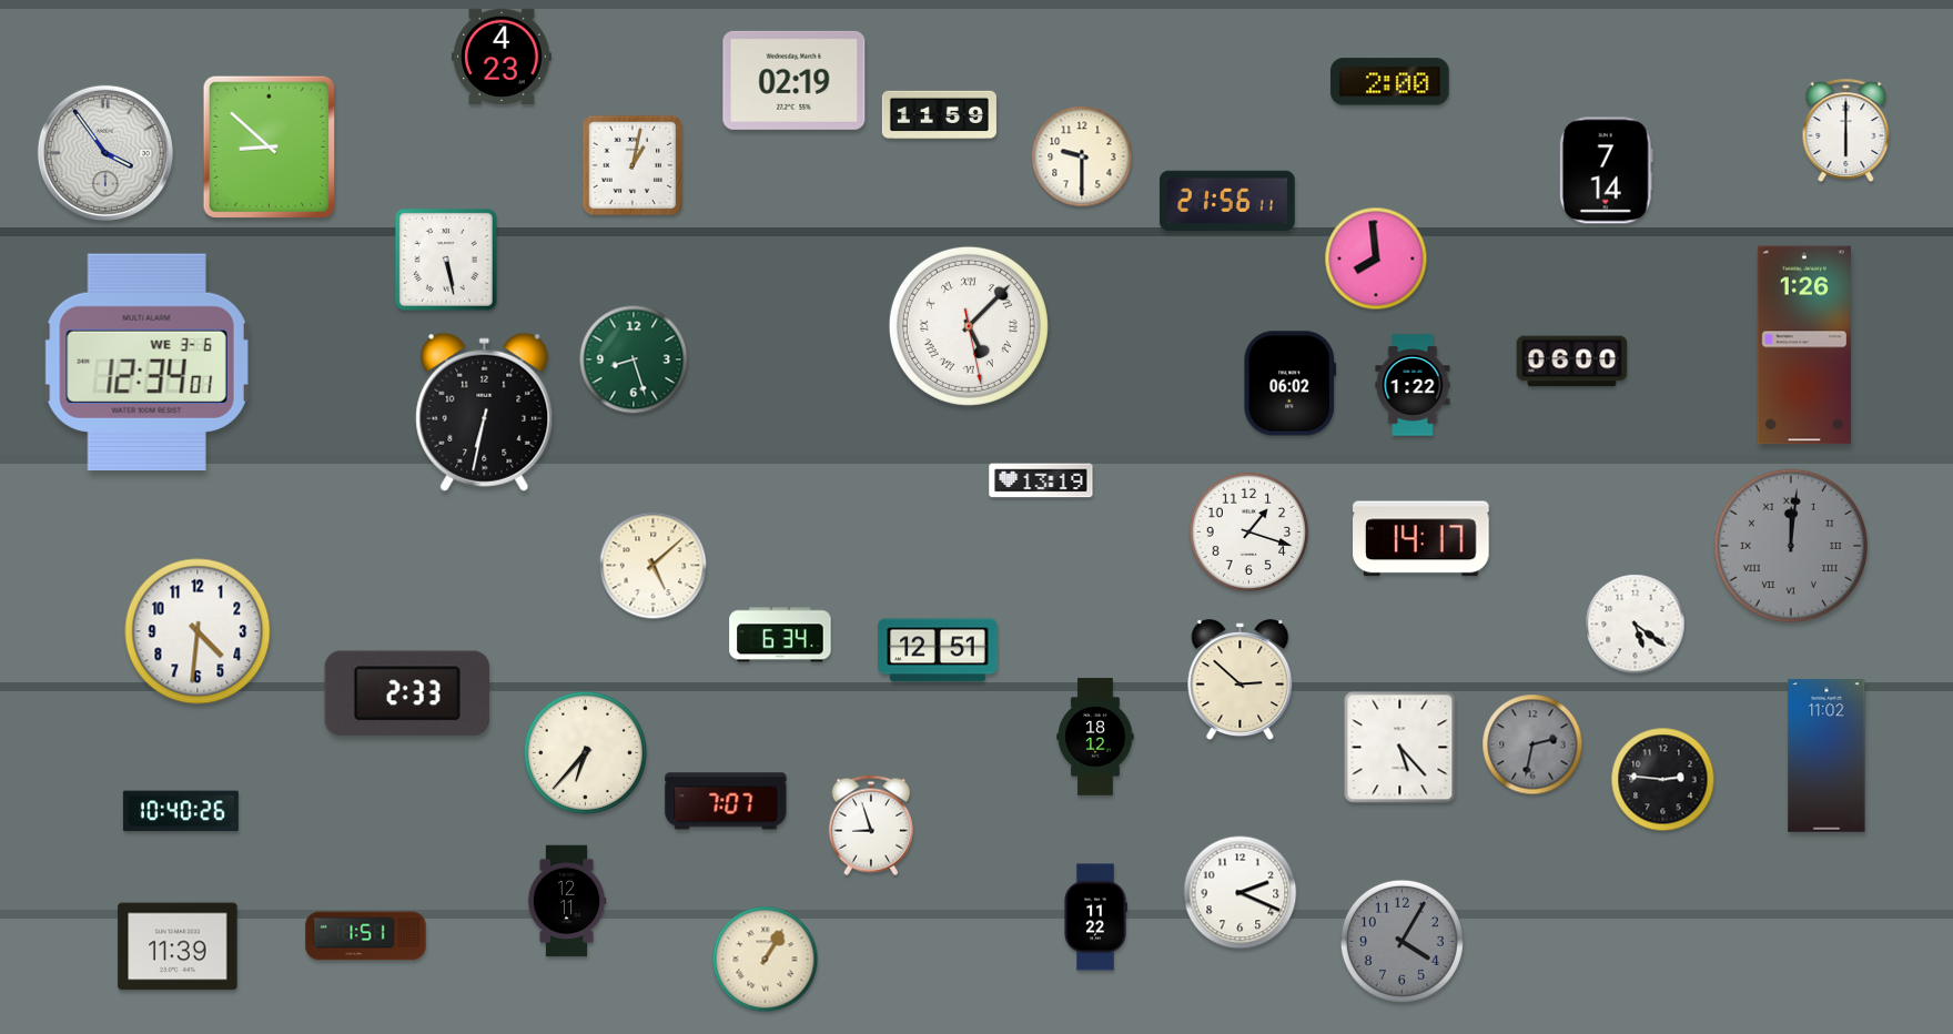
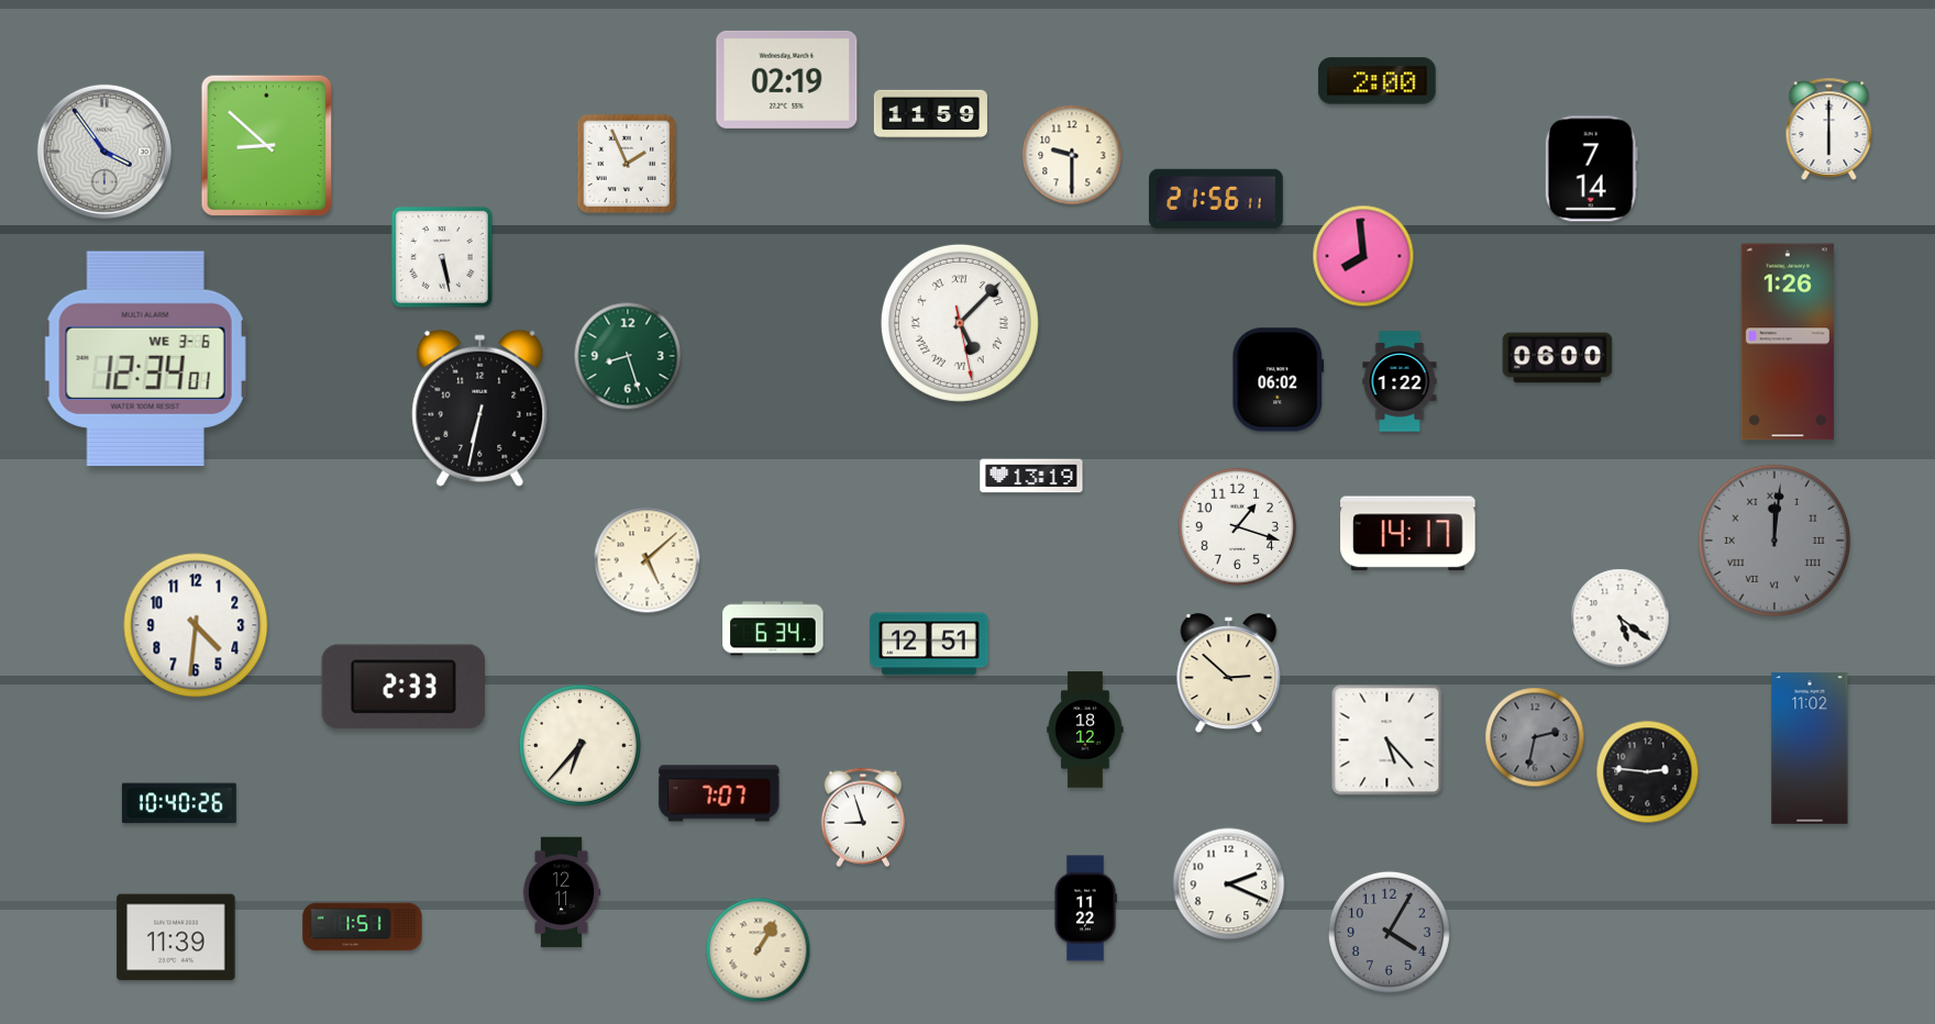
clock at (502, 55): 4:23 -> none
clock at (633, 165): 1:02 -> 1:56
clock at (1532, 744) position: (1532, 744) -> (1535, 737)
